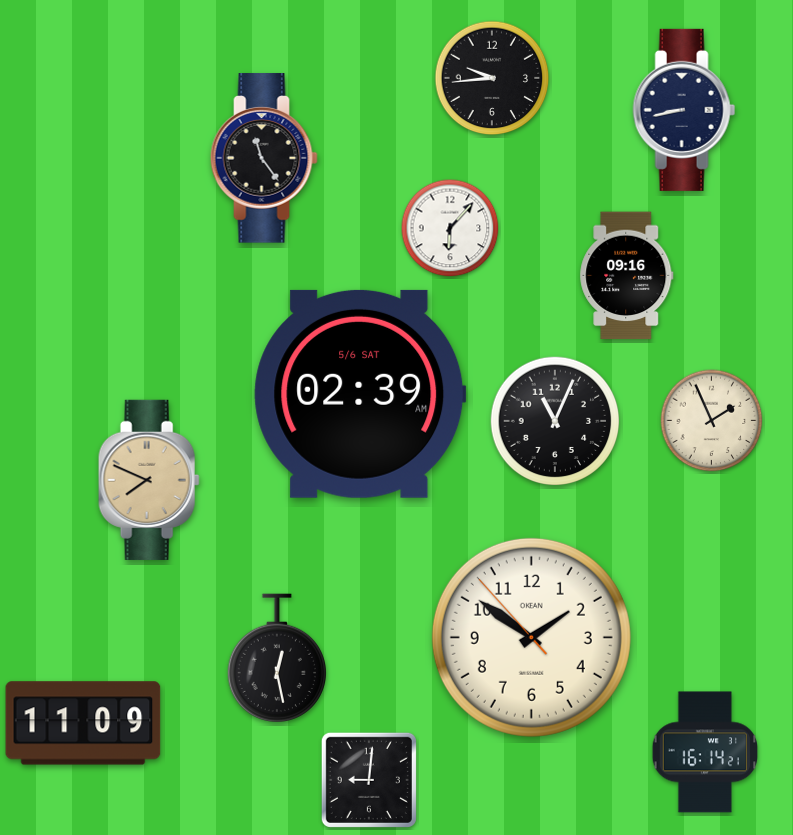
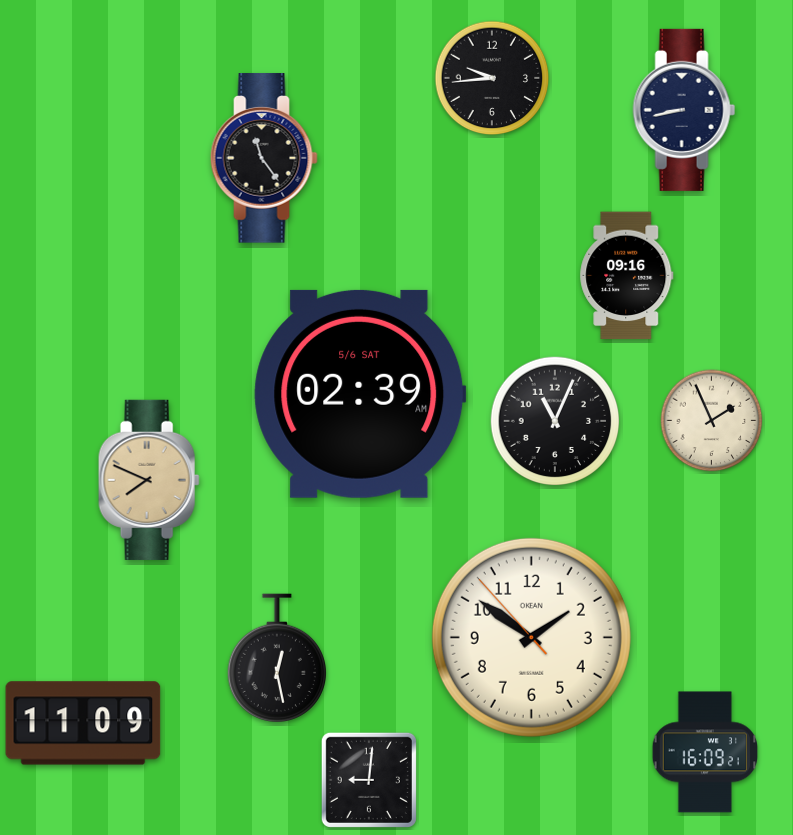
clock at (450, 228): 6:07 -> none
clock at (705, 752): 16:14 -> 16:09
